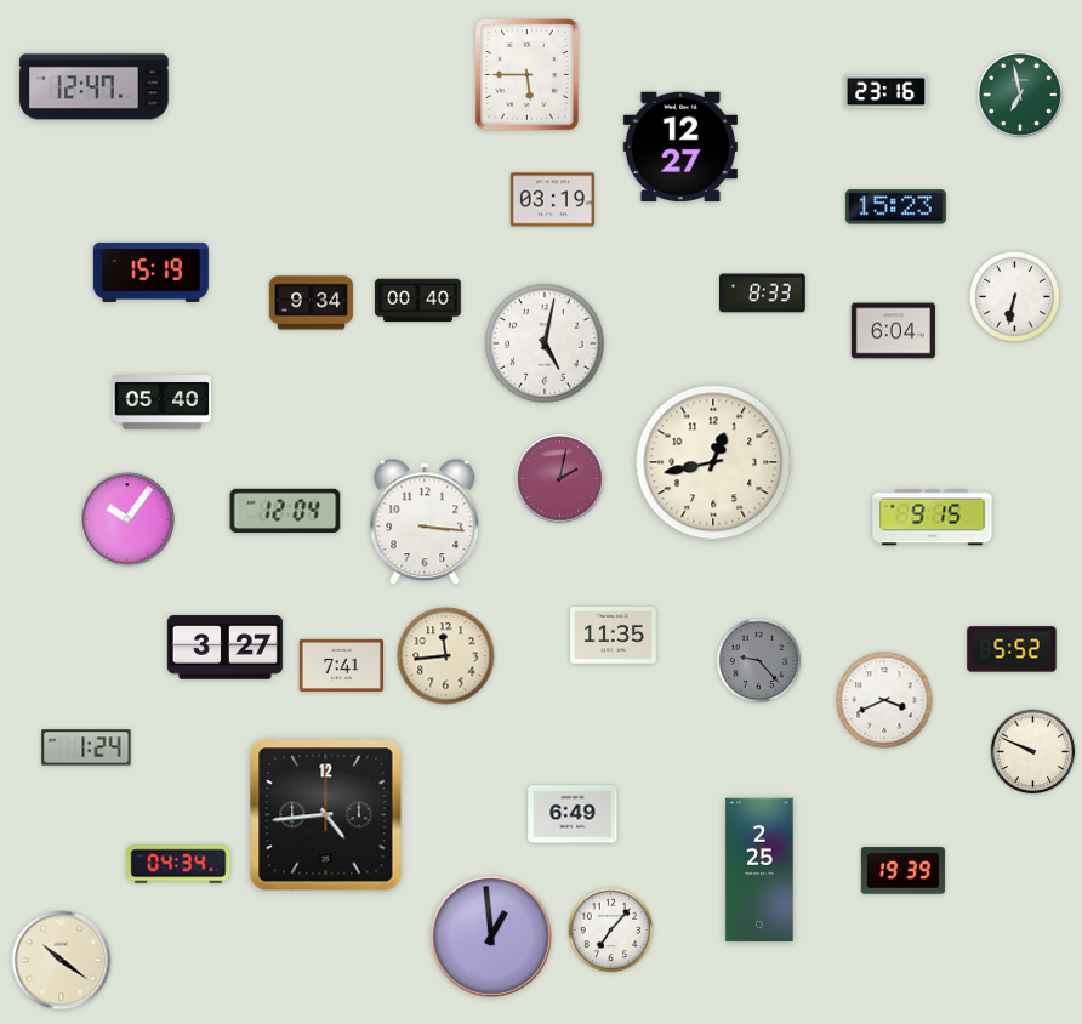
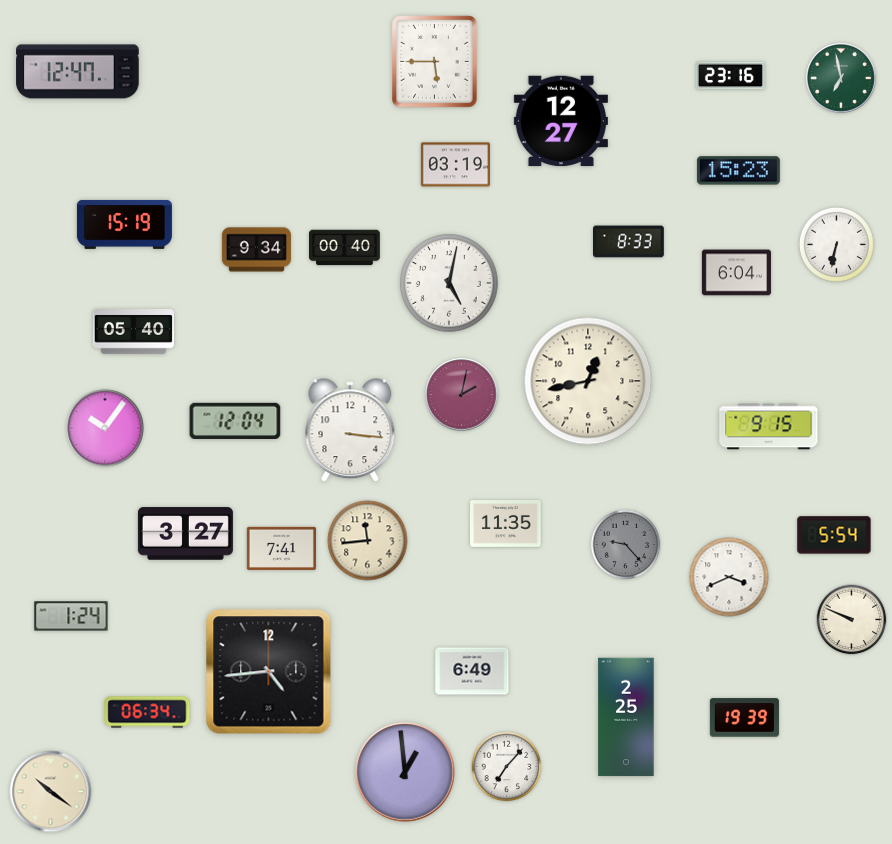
clock at (1012, 649): 5:52 -> 5:54
clock at (178, 864): 04:34 -> 06:34
clock at (611, 931) position: (611, 931) -> (507, 767)
